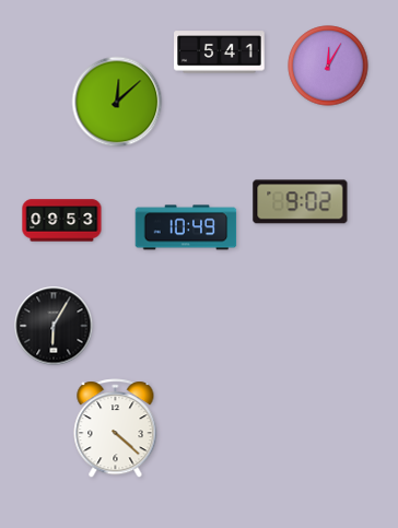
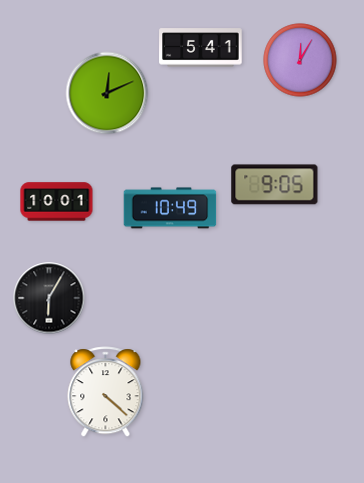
clock at (117, 102): 12:08 -> 12:11
clock at (301, 202): 9:02 -> 9:05
clock at (62, 221): 09:53 -> 10:01
